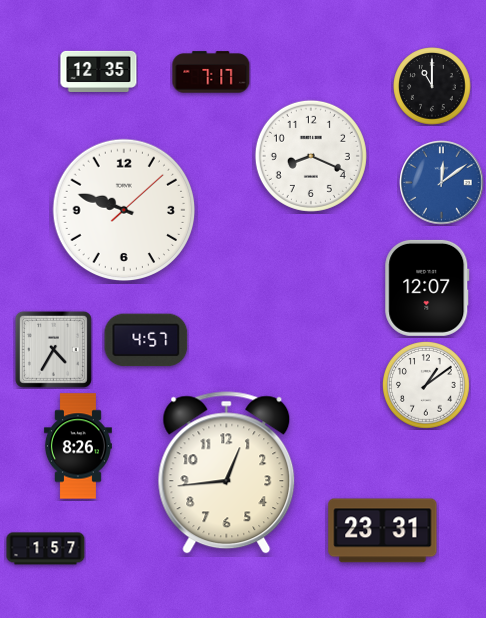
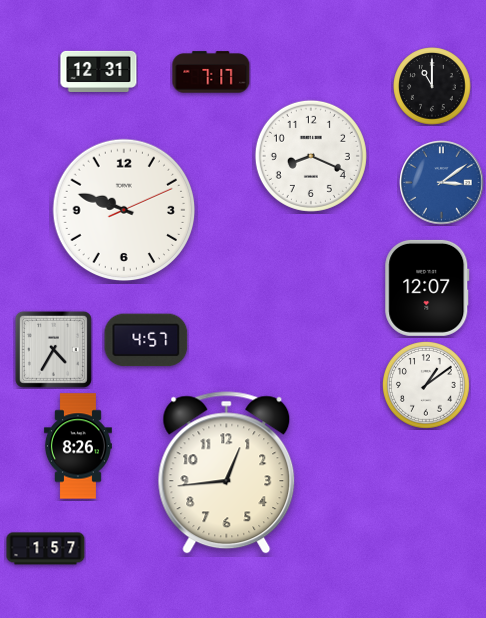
clock at (99, 71): 12:35 -> 12:31
clock at (442, 183): 12:09 -> 3:09
clock at (124, 210): 9:48:08 -> 9:48:11
clock at (383, 531): 23:31 -> none
